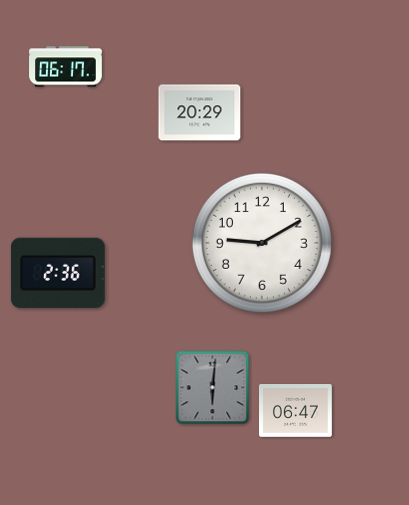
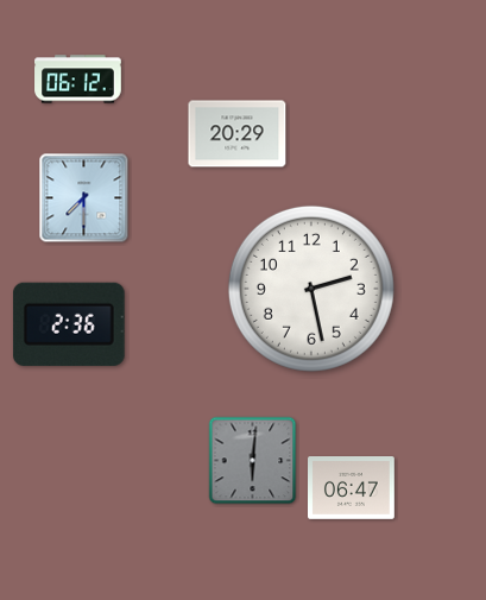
clock at (66, 67): 06:17 -> 06:12
clock at (84, 198): none -> 7:30
clock at (262, 243): 9:10 -> 2:28
